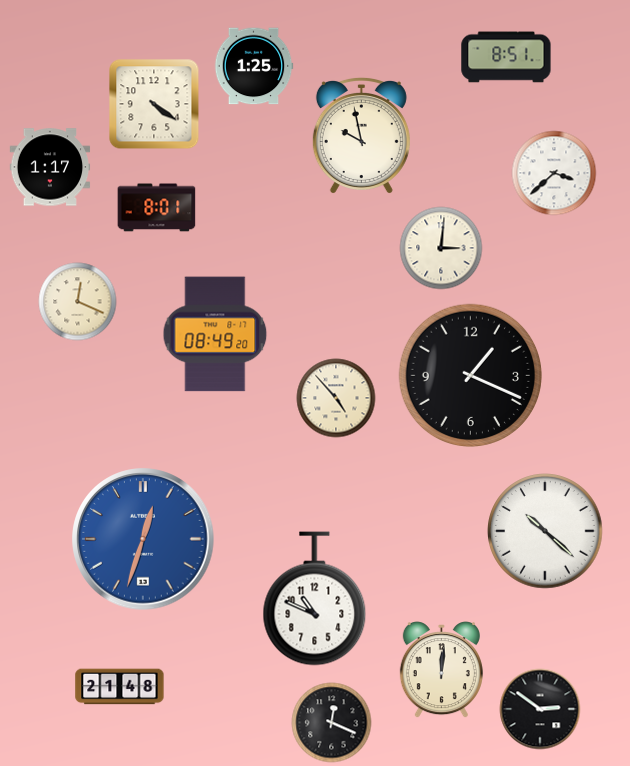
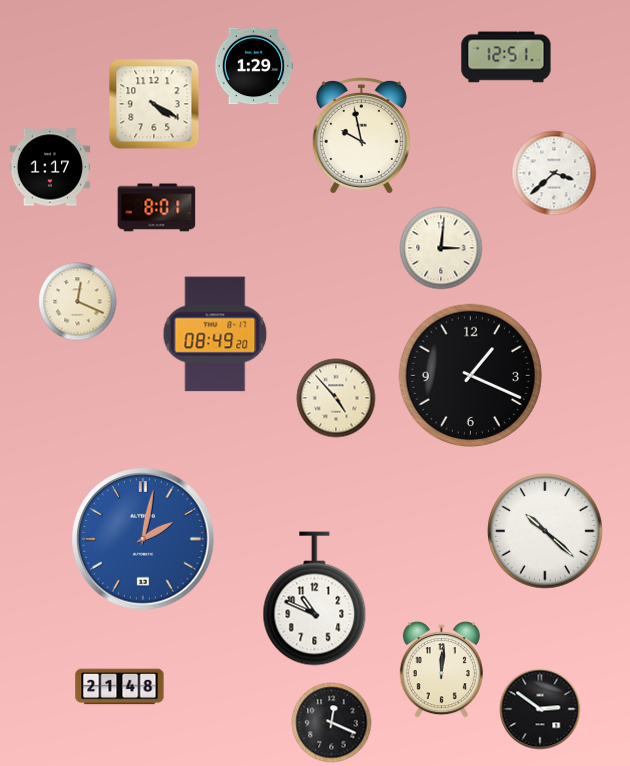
clock at (506, 57): 8:51 -> 12:51
clock at (254, 66): 1:25 -> 1:29
clock at (154, 104): 4:21 -> 4:20
clock at (143, 539): 12:33 -> 2:02
